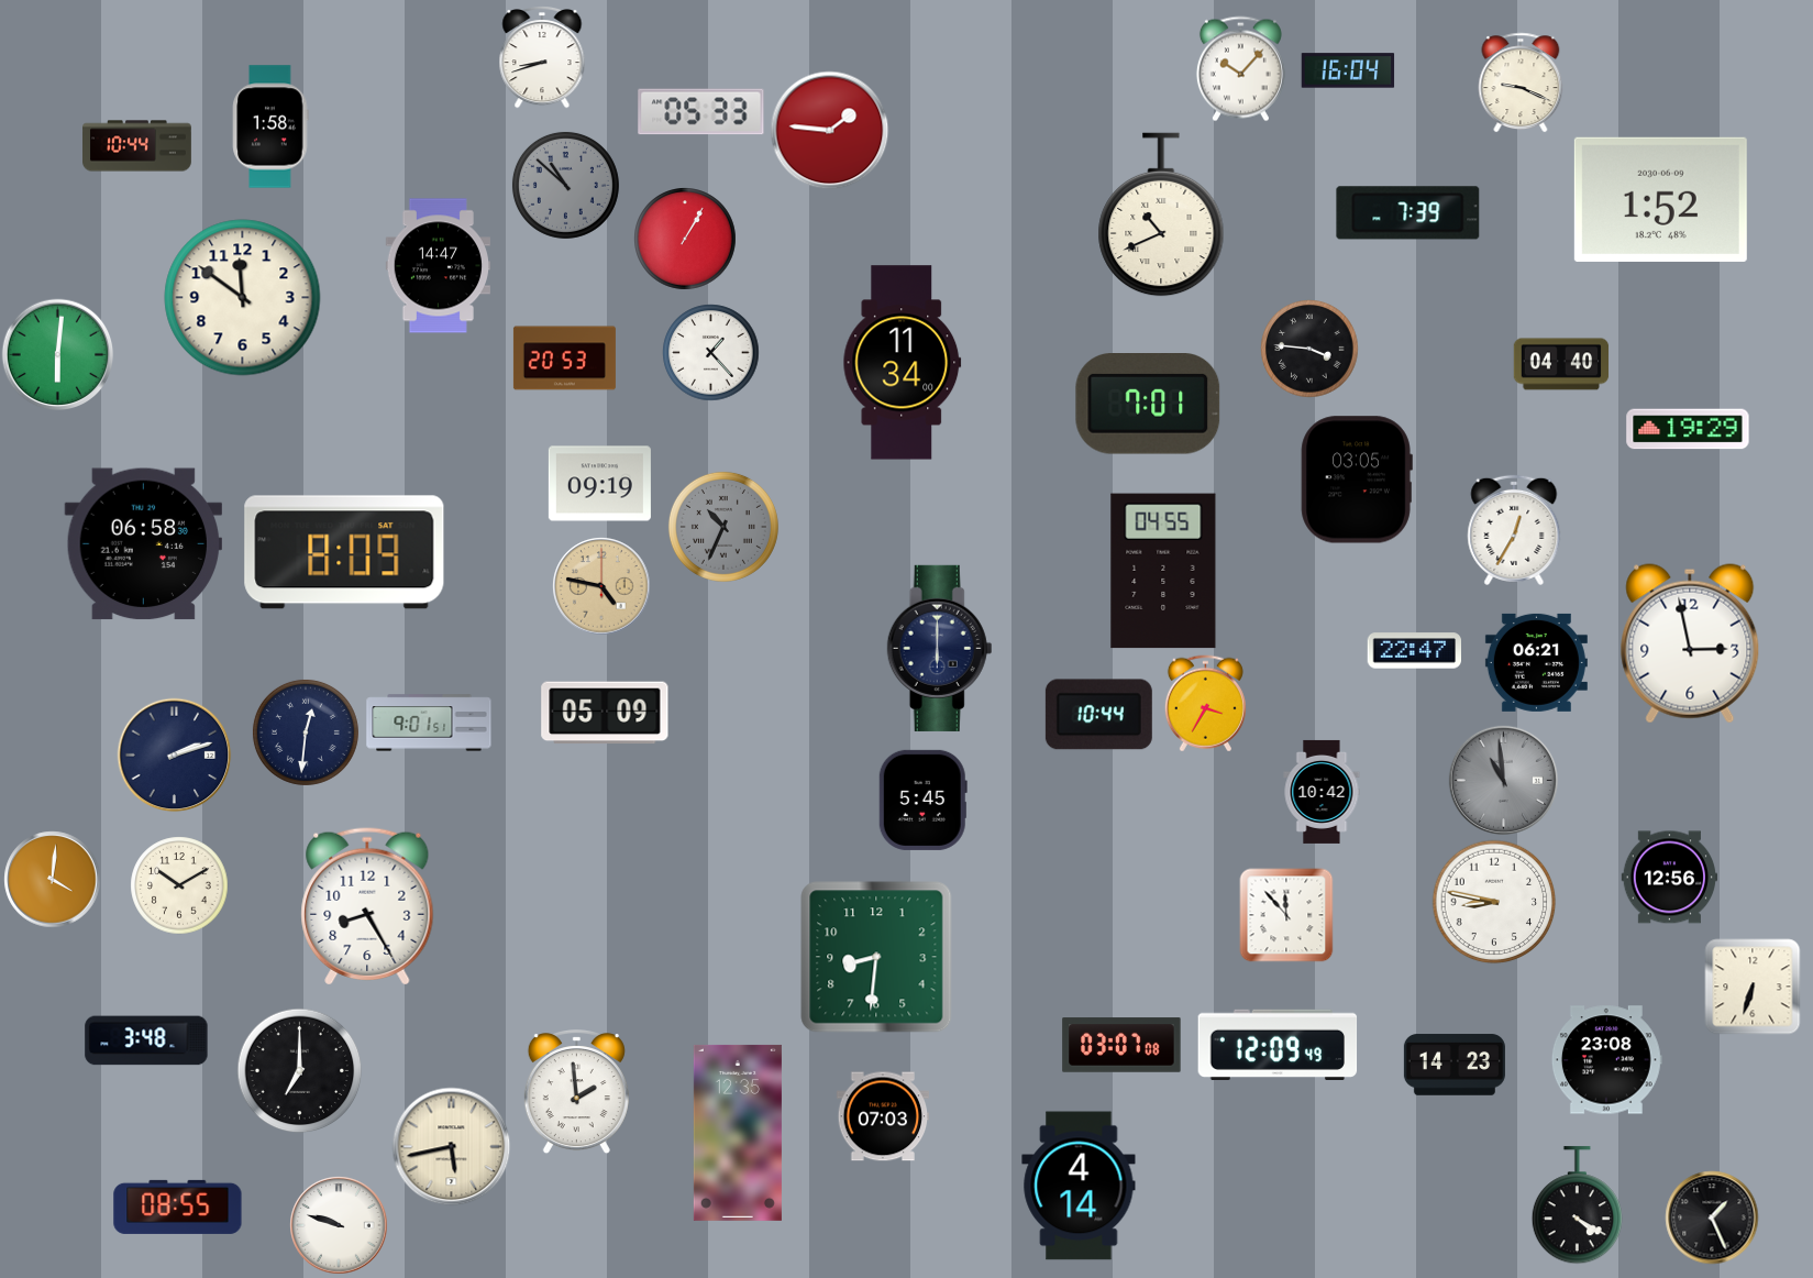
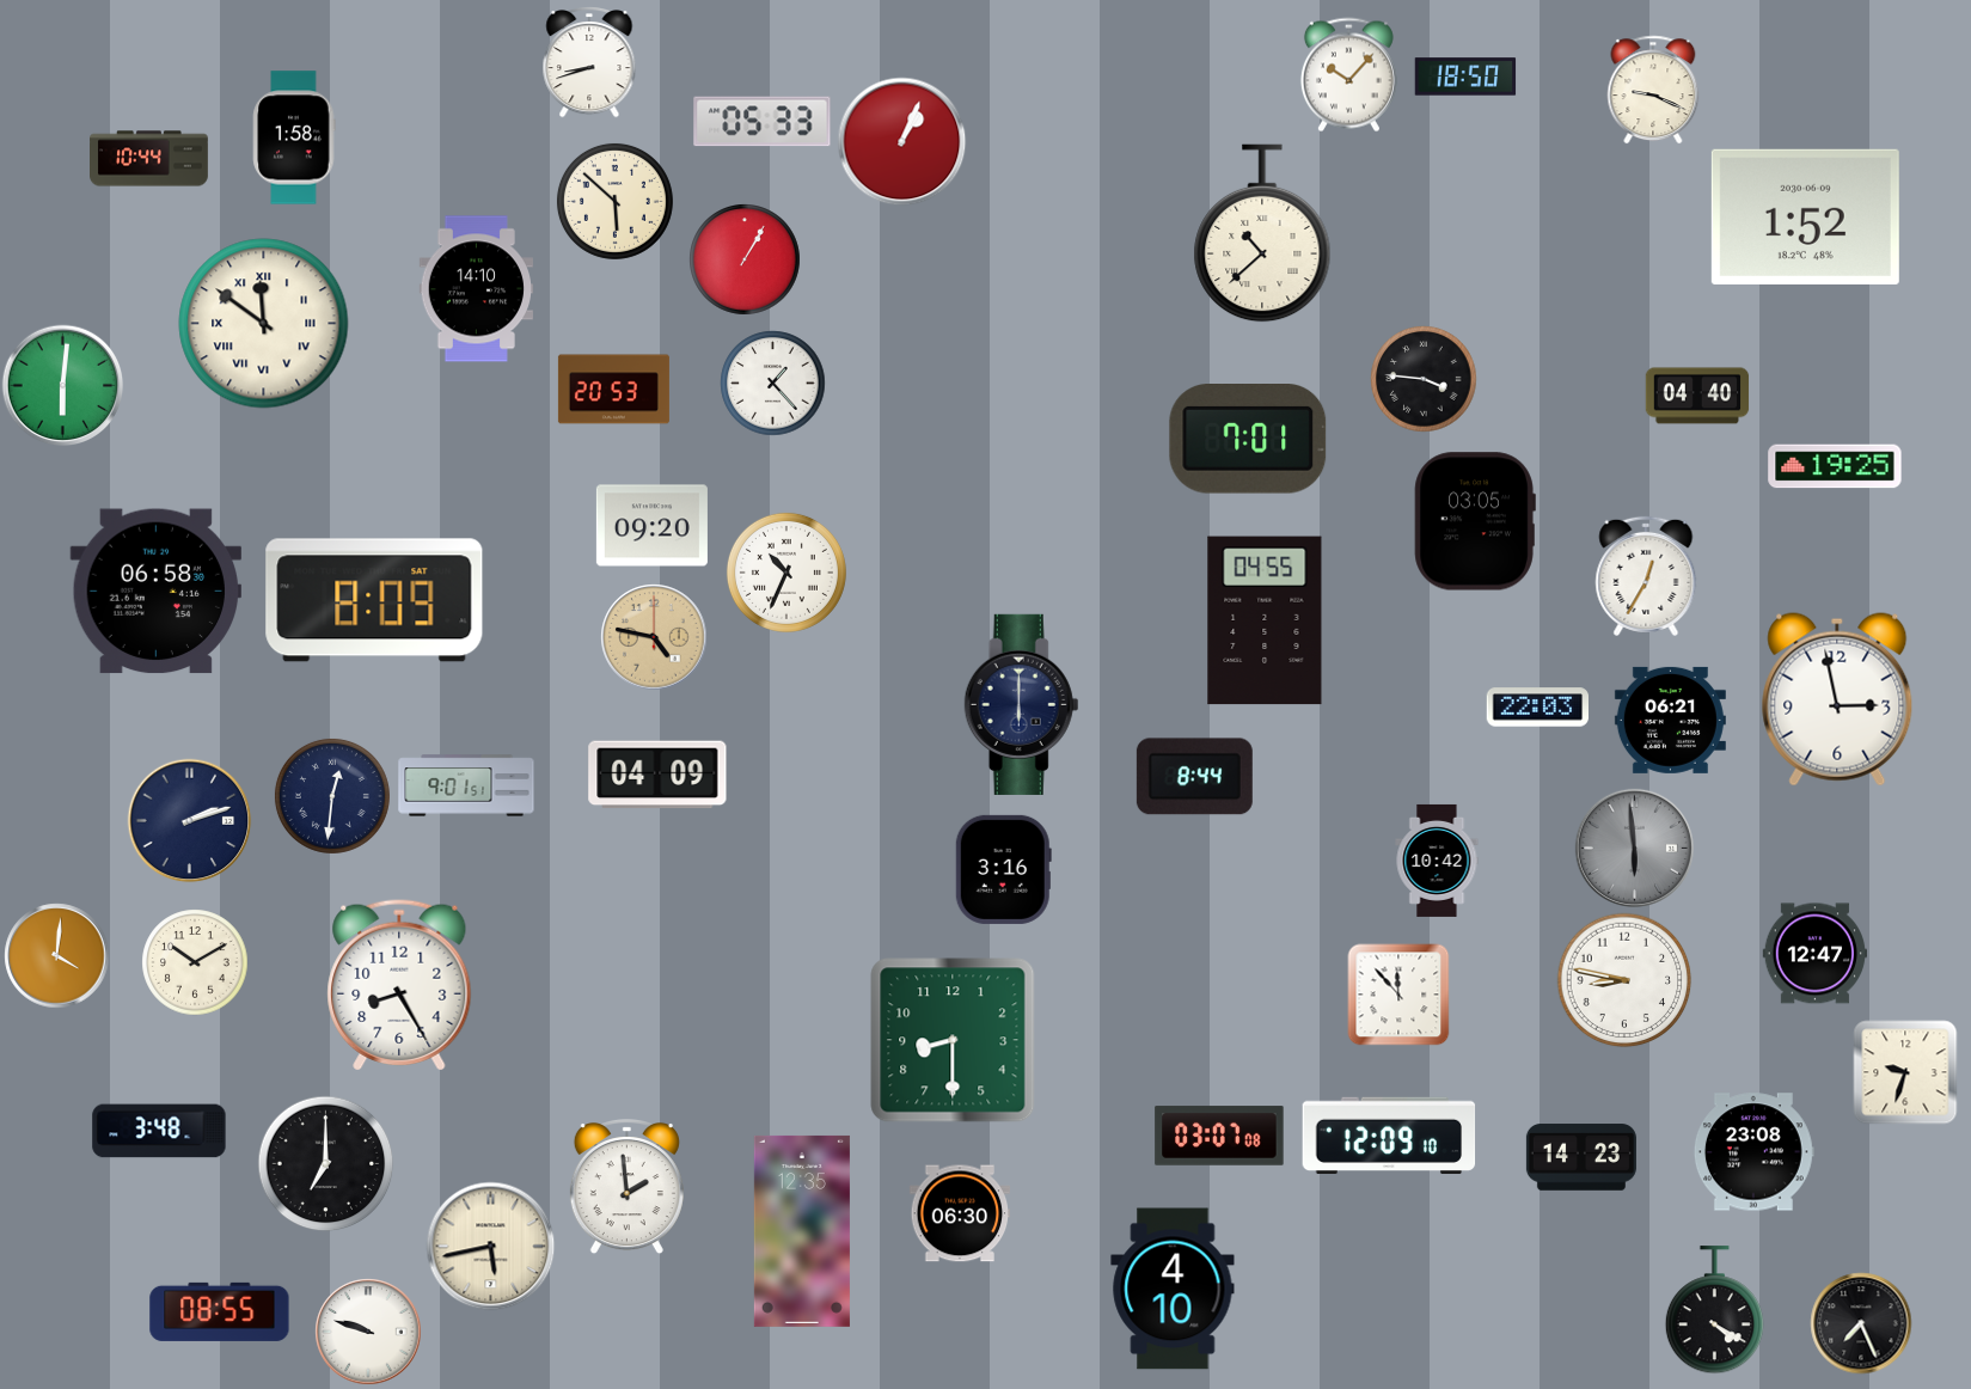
clock at (1348, 70): 16:04 -> 18:50
clock at (829, 130): 1:46 -> 1:04
clock at (565, 185): 10:52 -> 5:52
clock at (565, 185) dial: grey -> cream
clock at (1408, 213): 7:39 -> none
clock at (1161, 214): 10:41 -> 10:38
clock at (438, 266): 14:47 -> 14:10
clock at (243, 298) numerals: Arabic -> Roman
clock at (903, 363): 11:34 -> none
clock at (1688, 429): 19:29 -> 19:25
clock at (599, 484): 09:19 -> 09:20
clock at (723, 527) dial: grey -> white
clock at (1414, 651): 22:47 -> 22:03
clock at (1205, 703): 3:35 -> none
clock at (605, 713): 05:09 -> 04:09
clock at (1098, 715): 10:44 -> 8:44
clock at (1503, 780): 10:59 -> 5:59
clock at (922, 800): 5:45 -> 3:16
clock at (1669, 878): 12:56 -> 12:47
clock at (876, 957): 8:31 -> 8:30
clock at (1753, 987): 6:33 -> 9:33
clock at (1278, 1044): 12:09:49 -> 12:09:10
clock at (1606, 1060) position: (1606, 1060) -> (1753, 1152)
clock at (883, 1116): 07:03 -> 06:30
clock at (1079, 1186): 4:14 -> 4:10
clock at (178, 1207) position: (178, 1207) -> (220, 1311)
clock at (1712, 1218): 1:26 -> 7:26
